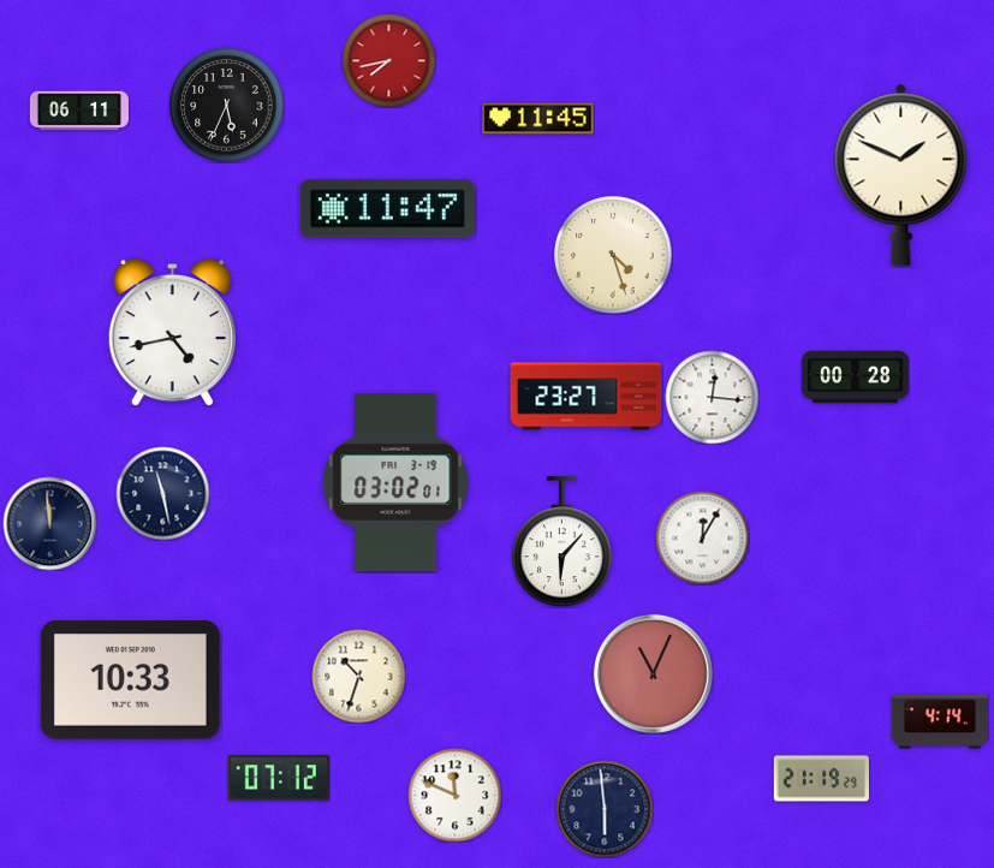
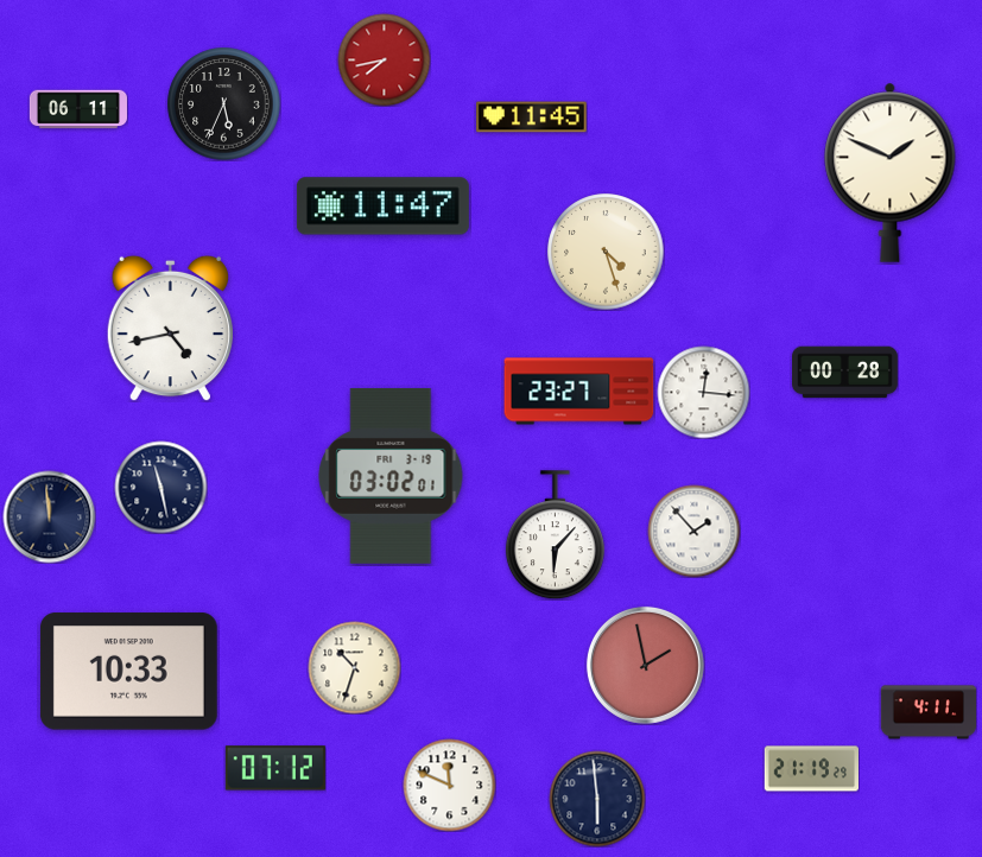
clock at (702, 537): 12:05 -> 1:53
clock at (653, 673): 11:04 -> 1:58
clock at (939, 721): 4:14 -> 4:11
